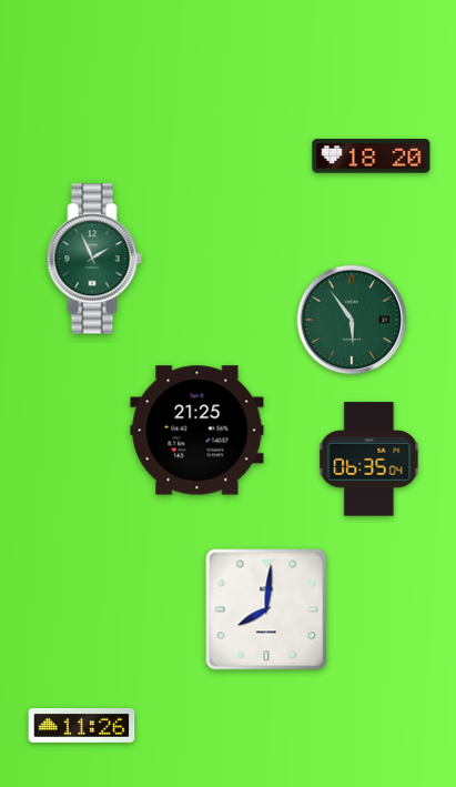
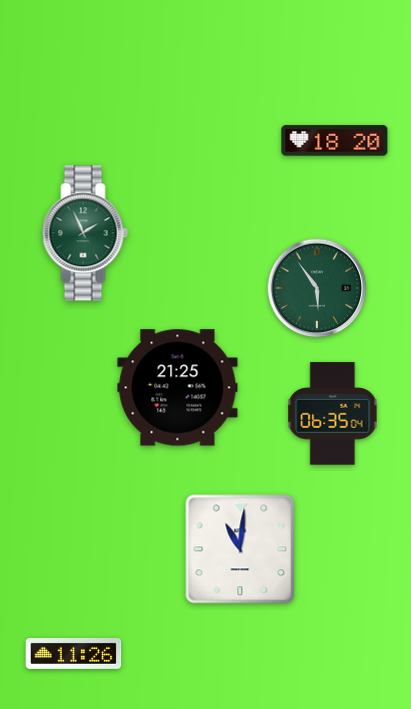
clock at (266, 609): 8:01 -> 11:01
